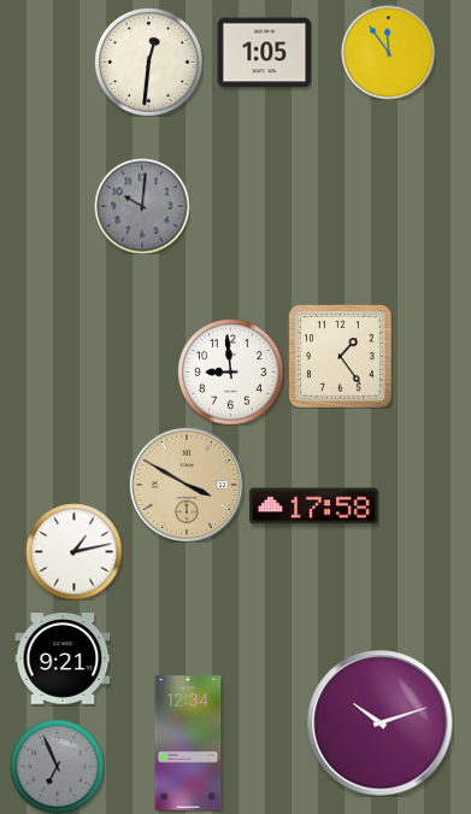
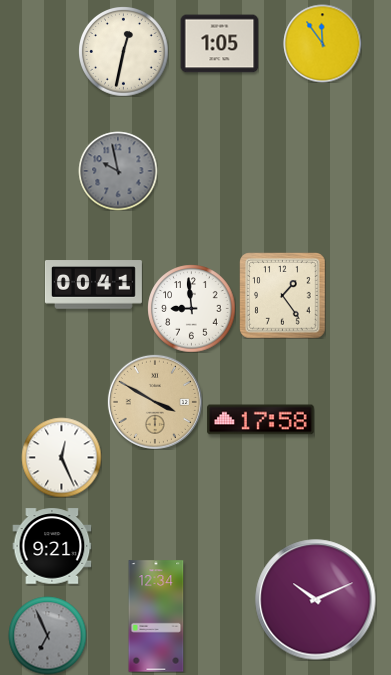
clock at (148, 62): 12:31 -> 12:32
clock at (142, 206): 10:01 -> 9:58
clock at (93, 285): none -> 00:41
clock at (73, 551): 1:13 -> 12:26
clock at (381, 724): 10:12 -> 10:11
